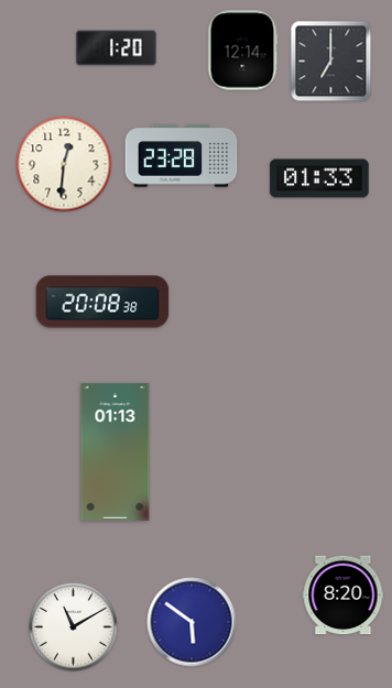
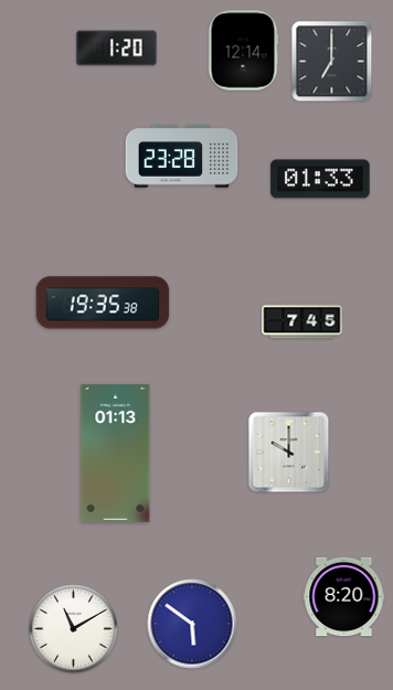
clock at (64, 164): 12:31 -> none
clock at (102, 302): 20:08 -> 19:35
clock at (302, 322): none -> 7:45
clock at (289, 453): none -> 10:00
